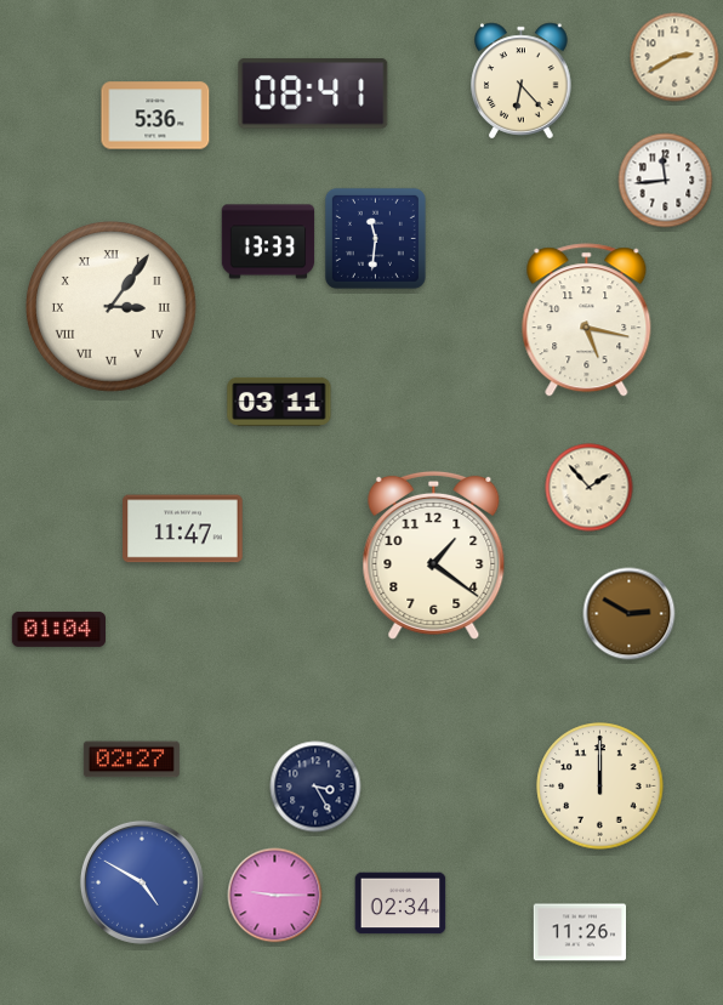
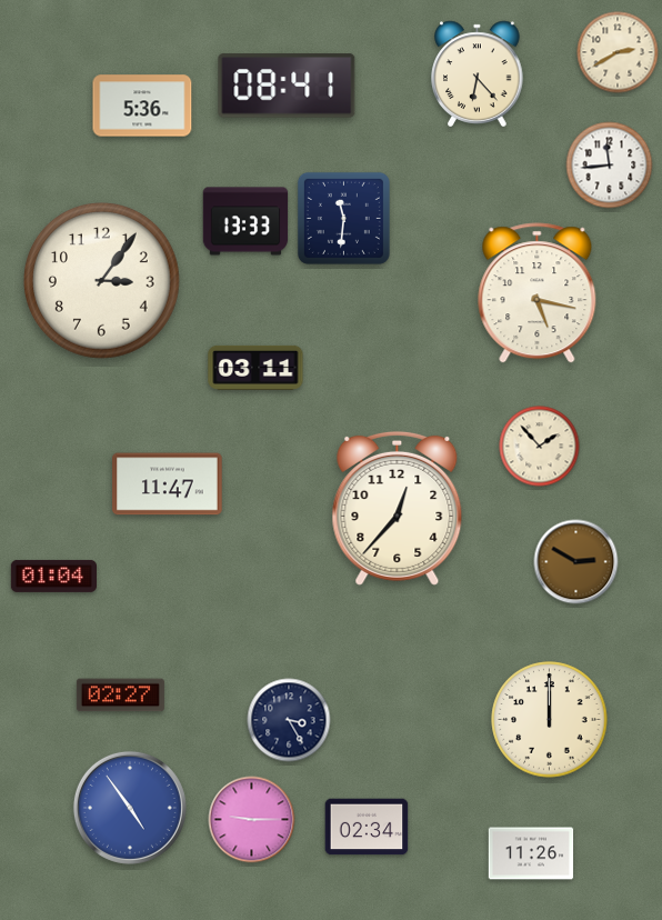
clock at (112, 307) numerals: Roman -> Arabic
clock at (434, 555): 1:21 -> 12:37
clock at (142, 882): 4:50 -> 4:54
